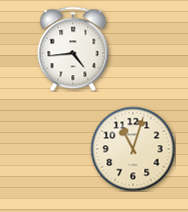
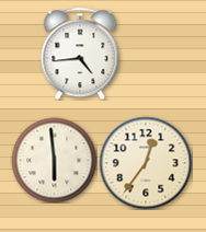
clock at (54, 160): none -> 5:59
clock at (133, 149): 11:03 -> 12:36
